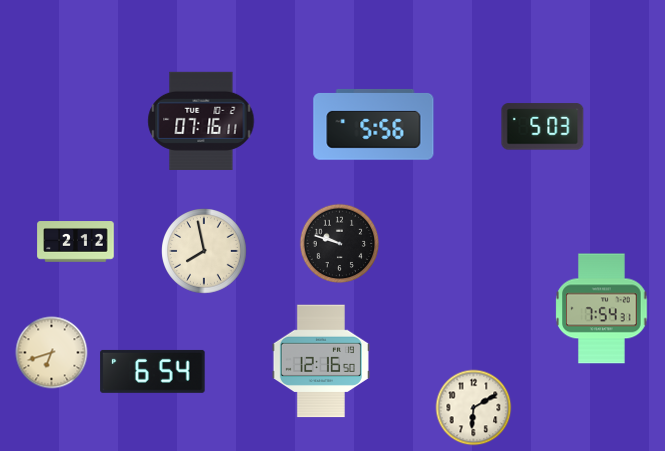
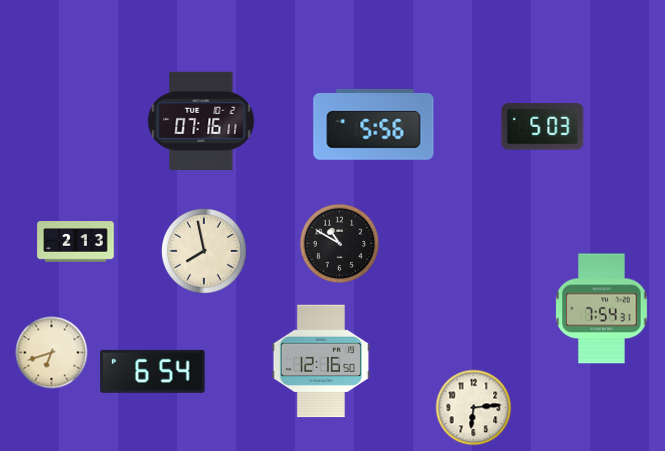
clock at (76, 242): 2:12 -> 2:13
clock at (340, 244): 9:48 -> 10:50
clock at (474, 408): 6:10 -> 6:14
